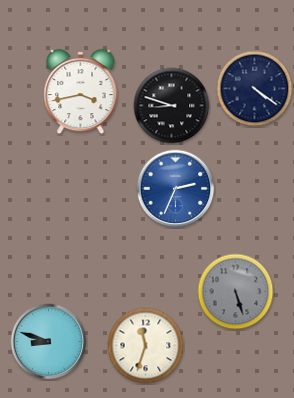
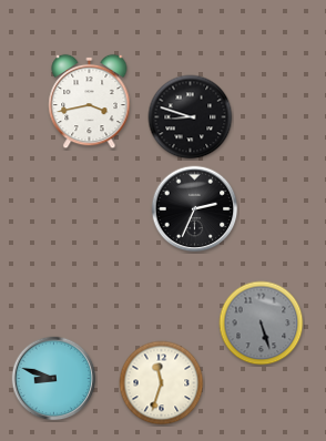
clock at (255, 89): 4:21 -> none
clock at (176, 189) dial: blue -> black
